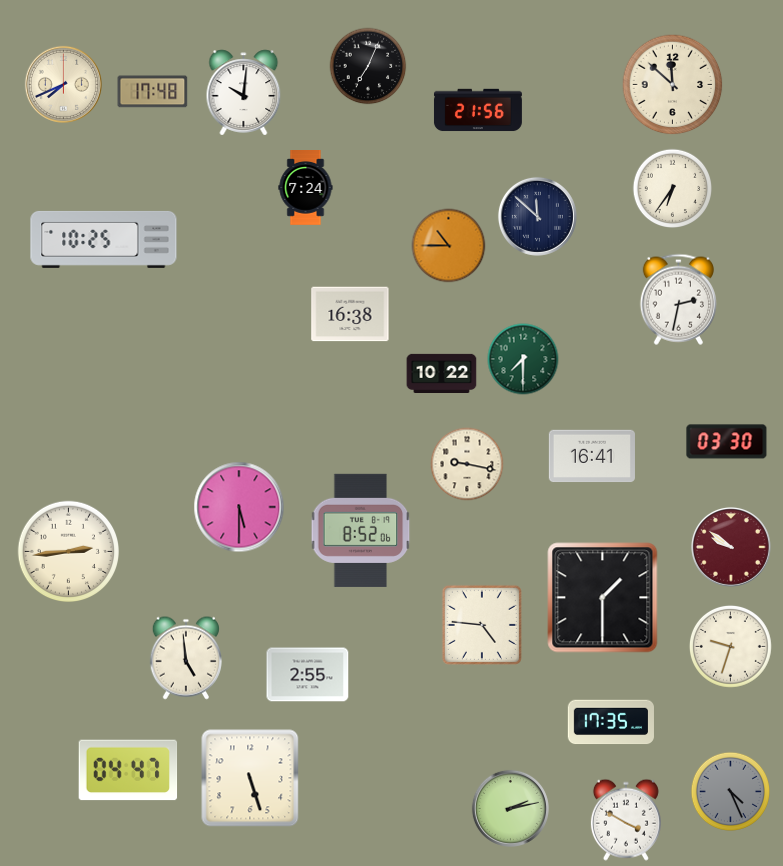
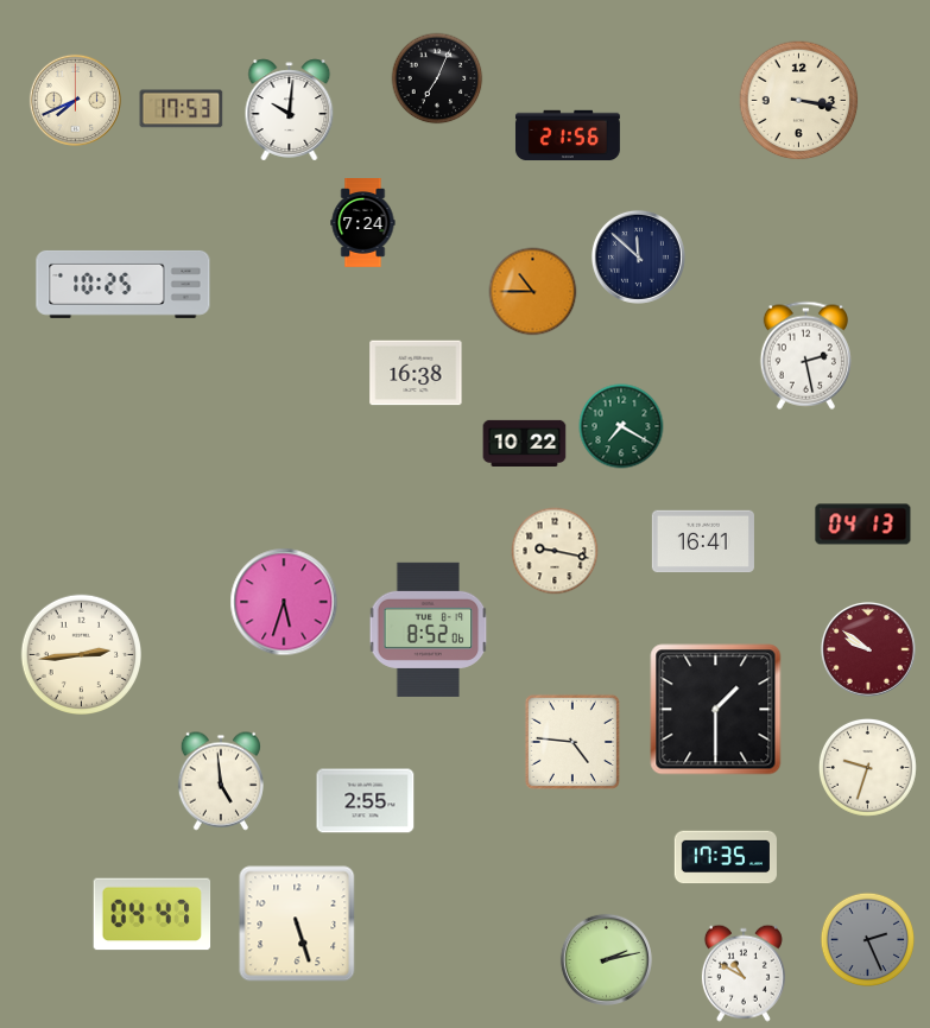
clock at (673, 85): 11:52 -> 3:17
clock at (153, 92): 17:48 -> 17:53
clock at (478, 110) position: (478, 110) -> (568, 135)
clock at (672, 188): 6:36 -> none
clock at (678, 299): 2:32 -> 2:28
clock at (523, 359): 7:30 -> 7:20
clock at (727, 442): 03:30 -> 04:13
clock at (239, 507): 5:30 -> 5:33
clock at (730, 791): 4:26 -> 2:26
clock at (626, 820): 3:50 -> 10:50
